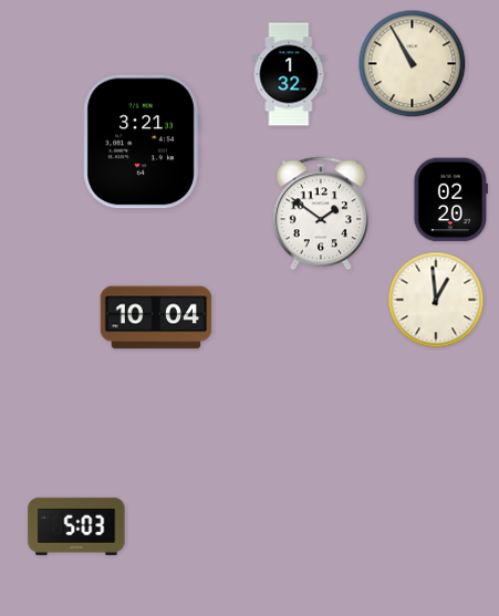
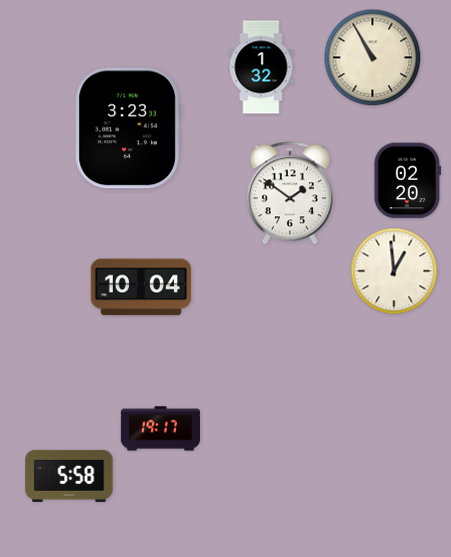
clock at (142, 142): 3:21 -> 3:23
clock at (161, 429): none -> 19:17
clock at (76, 526): 5:03 -> 5:58
